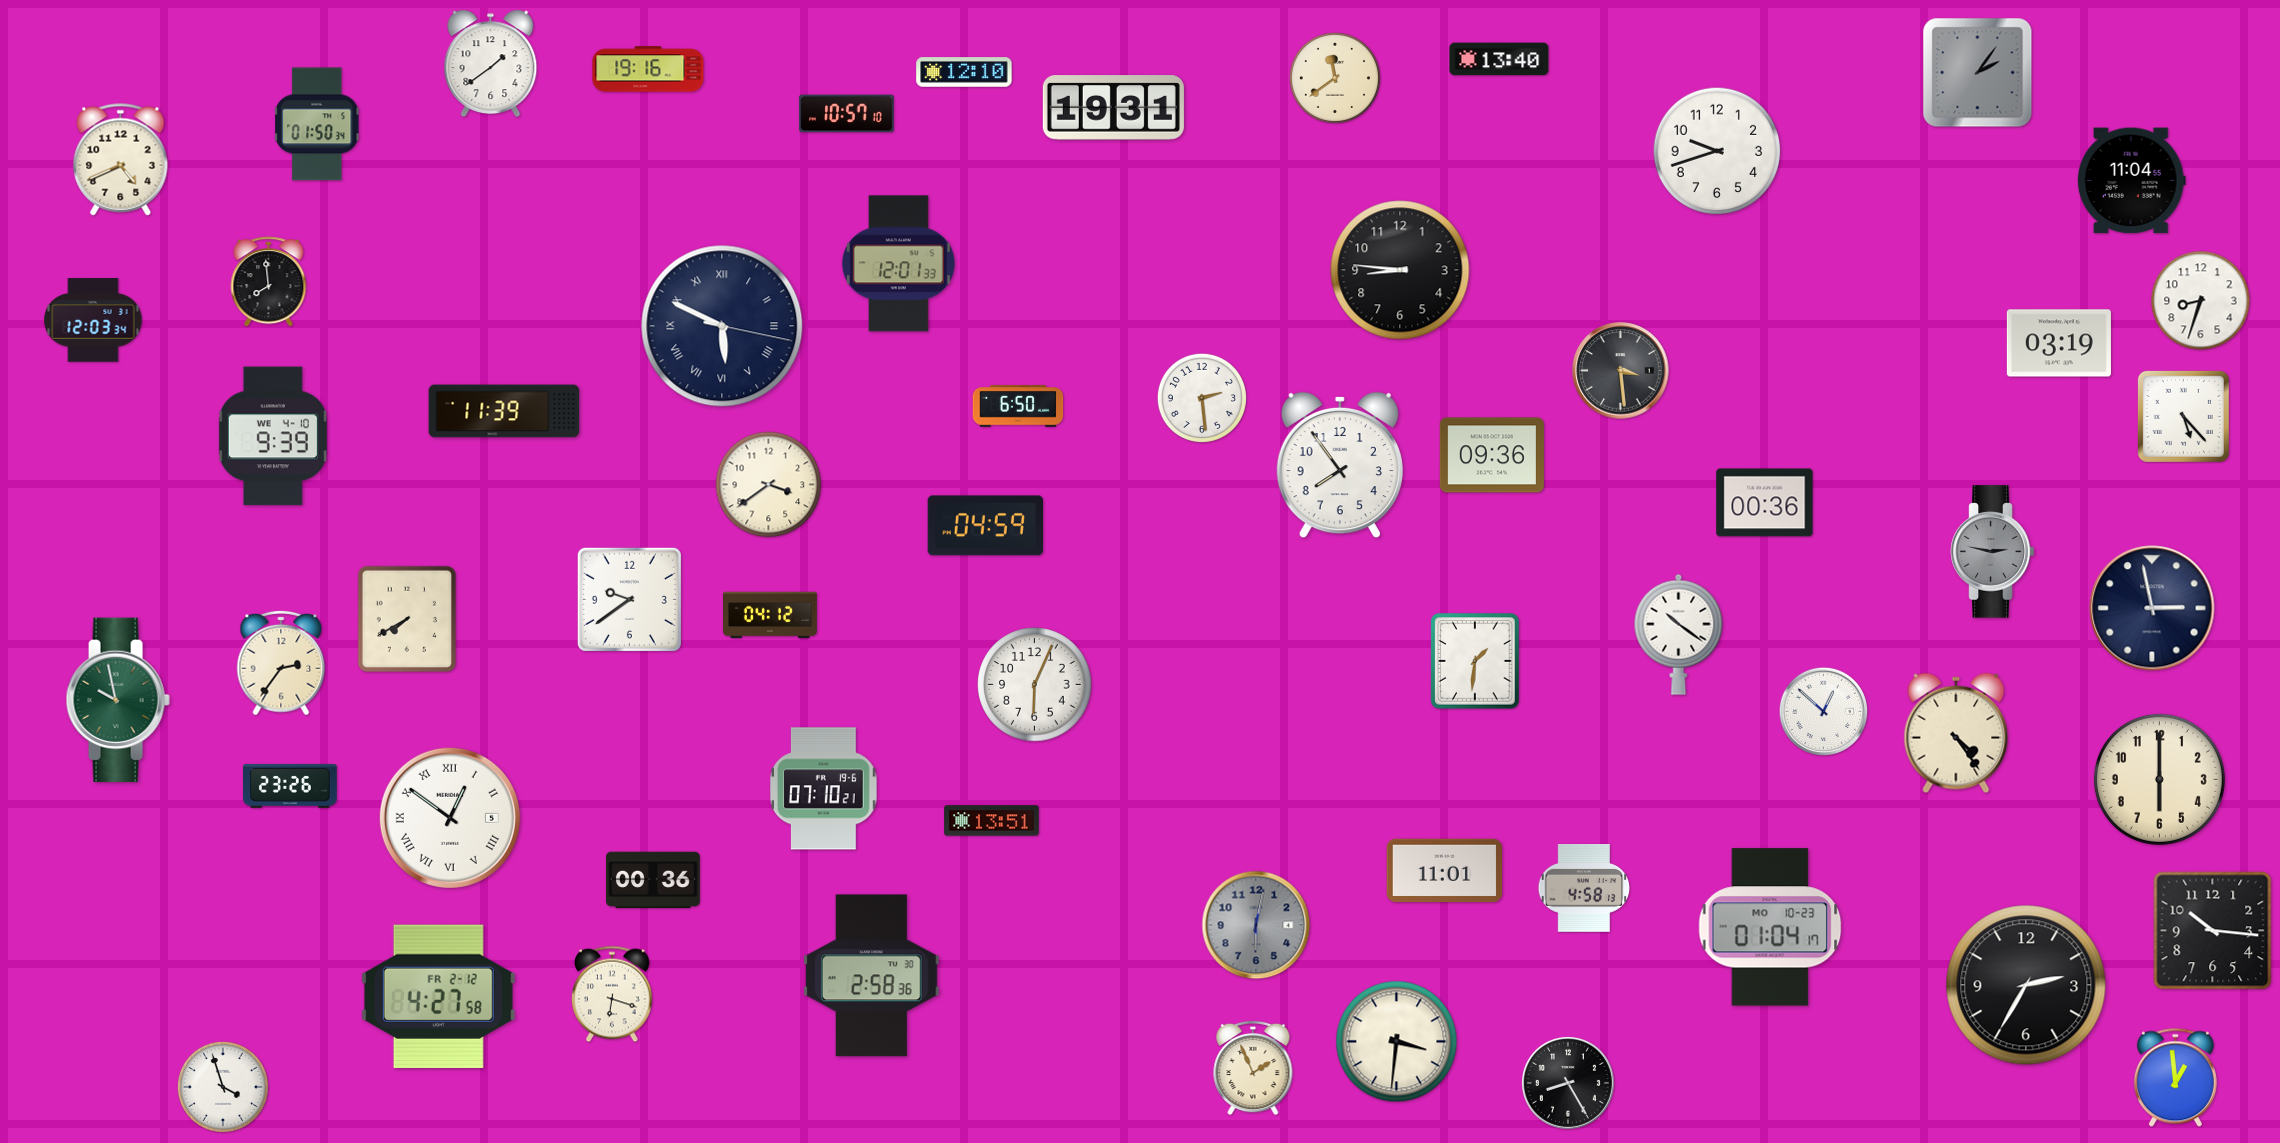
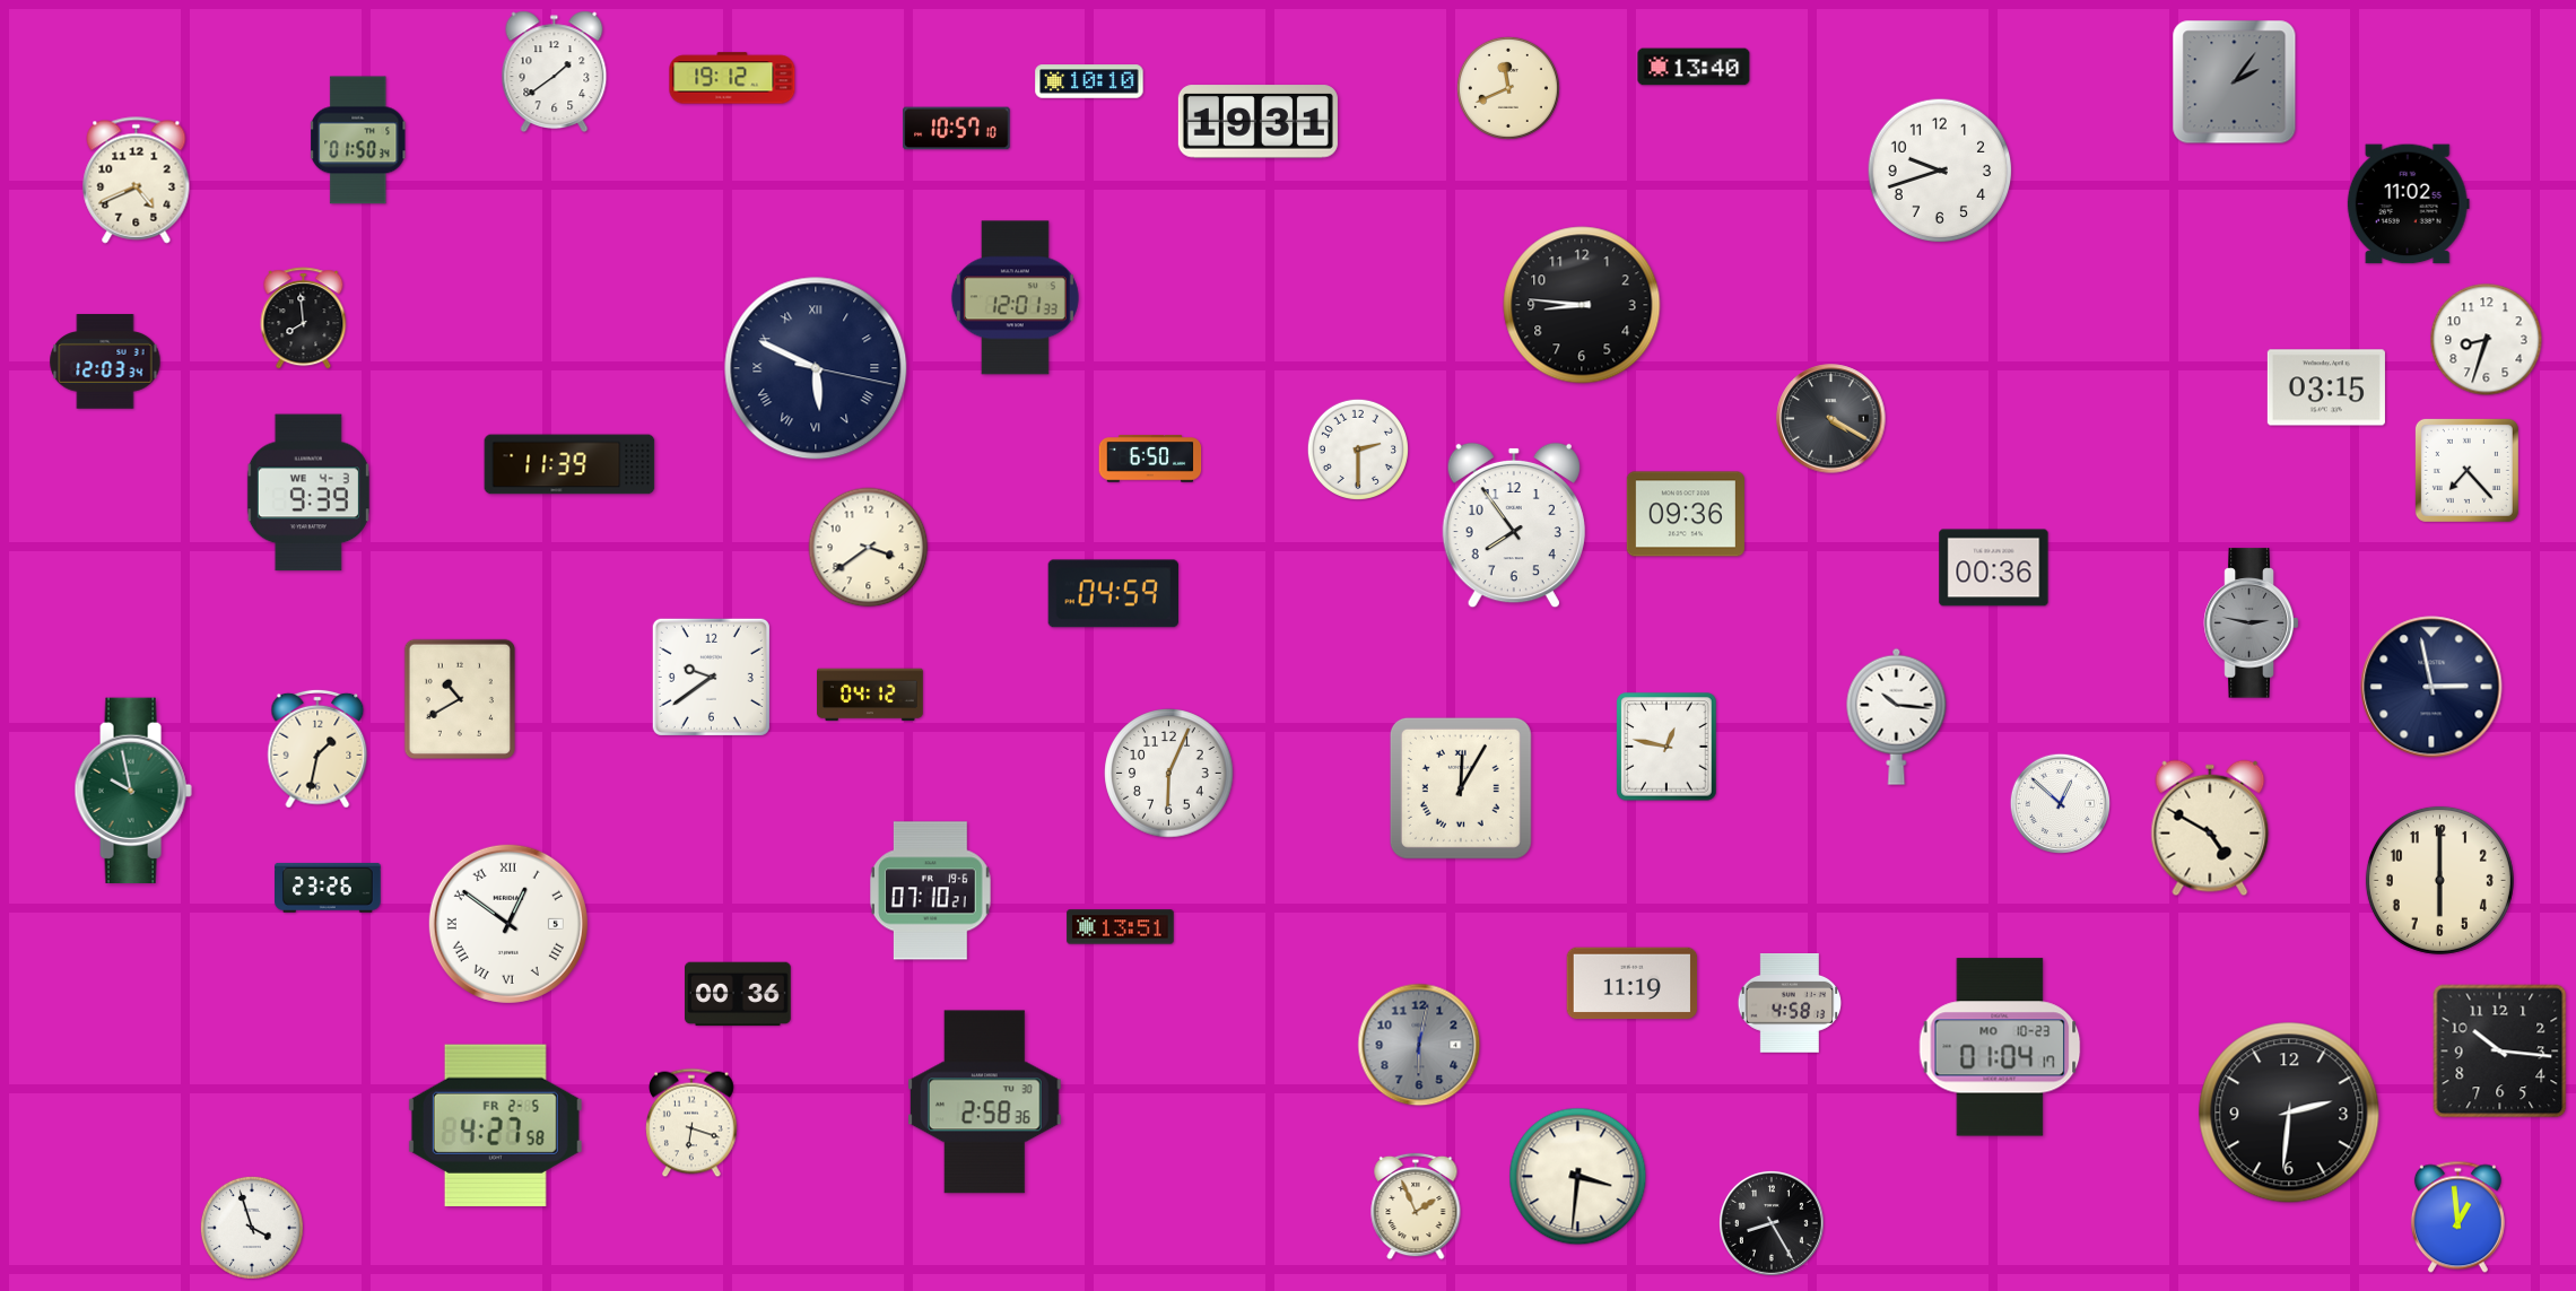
clock at (648, 69): 19:16 -> 19:12
clock at (964, 72): 12:10 -> 10:10
clock at (1335, 78): 11:39 -> 11:41
clock at (2131, 181): 11:04 -> 11:02
clock at (2059, 343): 03:19 -> 03:15
clock at (1621, 371): 3:29 -> 4:20
clock at (1202, 398): 2:29 -> 2:30
clock at (2183, 416): 5:23 -> 7:23
clock at (273, 436) date: WE 4-10 -> WE 4-3
clock at (407, 619): 7:40 -> 10:40
clock at (1679, 634): 10:21 -> 10:16
clock at (1475, 661): 1:31 -> 12:47
clock at (281, 663): 2:36 -> 1:32
clock at (1461, 788): none -> 12:05
clock at (1956, 733): 4:24 -> 4:50
clock at (1445, 871): 11:01 -> 11:19
clock at (2026, 985): 2:35 -> 2:31
clock at (438, 996) date: FR 2-12 -> FR 2-5
